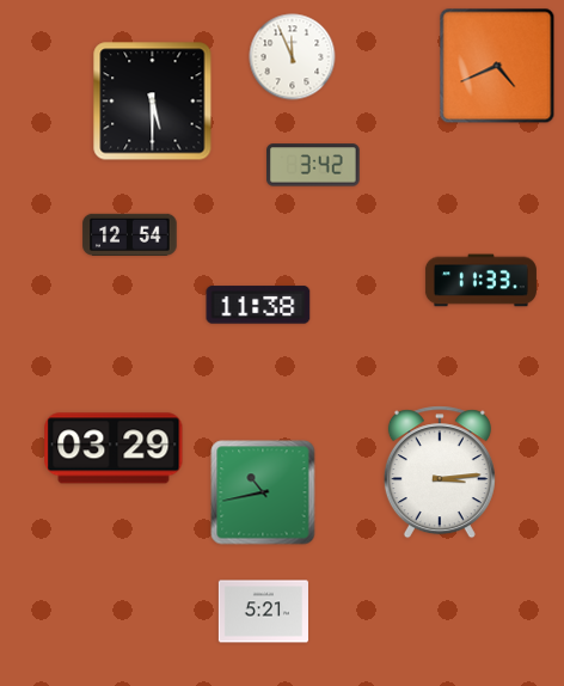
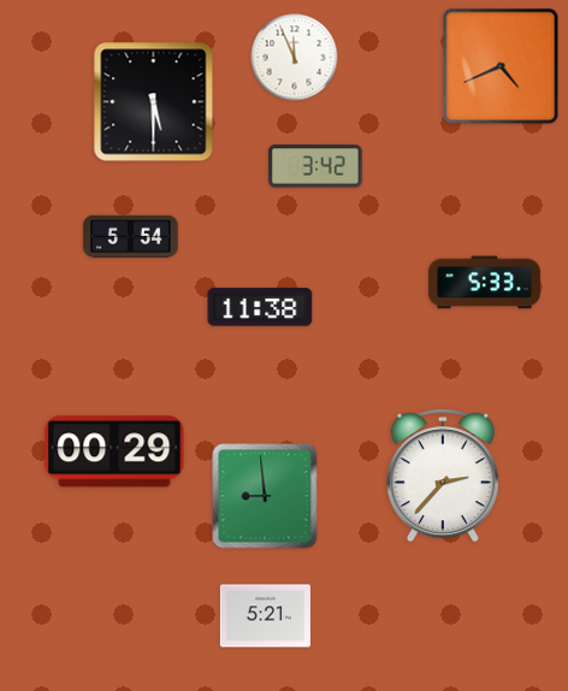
clock at (130, 234): 12:54 -> 5:54
clock at (480, 281): 11:33 -> 5:33
clock at (114, 448): 03:29 -> 00:29
clock at (440, 472): 3:14 -> 2:37
clock at (263, 492): 10:43 -> 8:59
